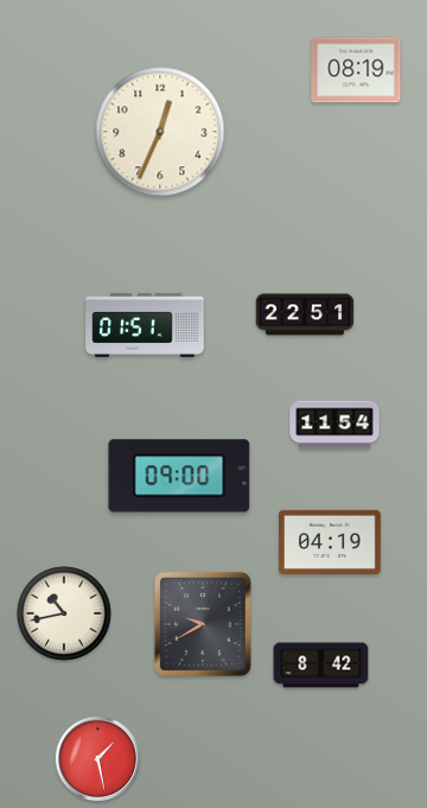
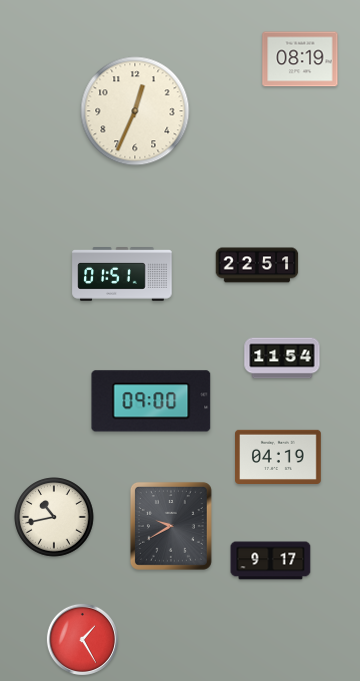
clock at (321, 666): 8:42 -> 9:17
clock at (97, 758): 1:28 -> 1:25
